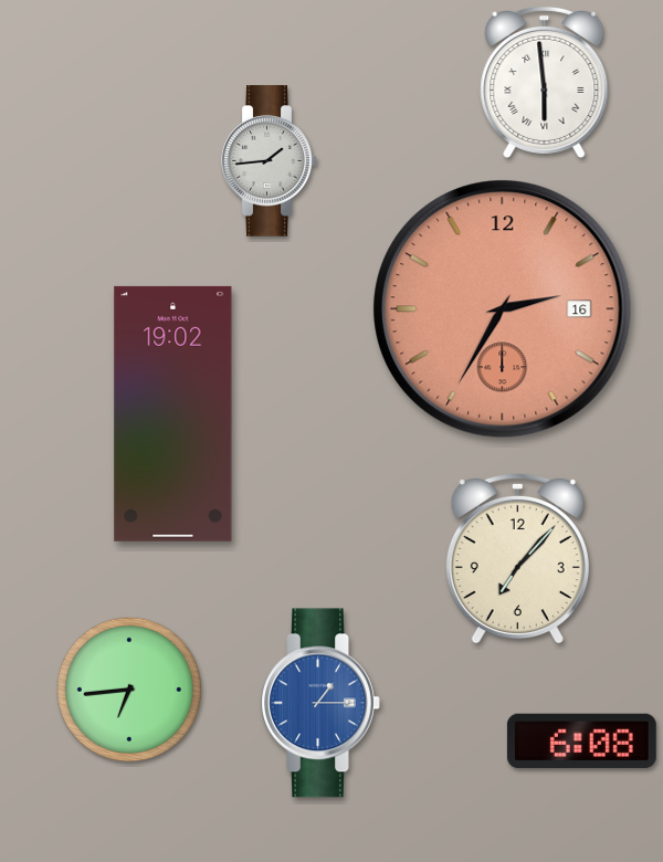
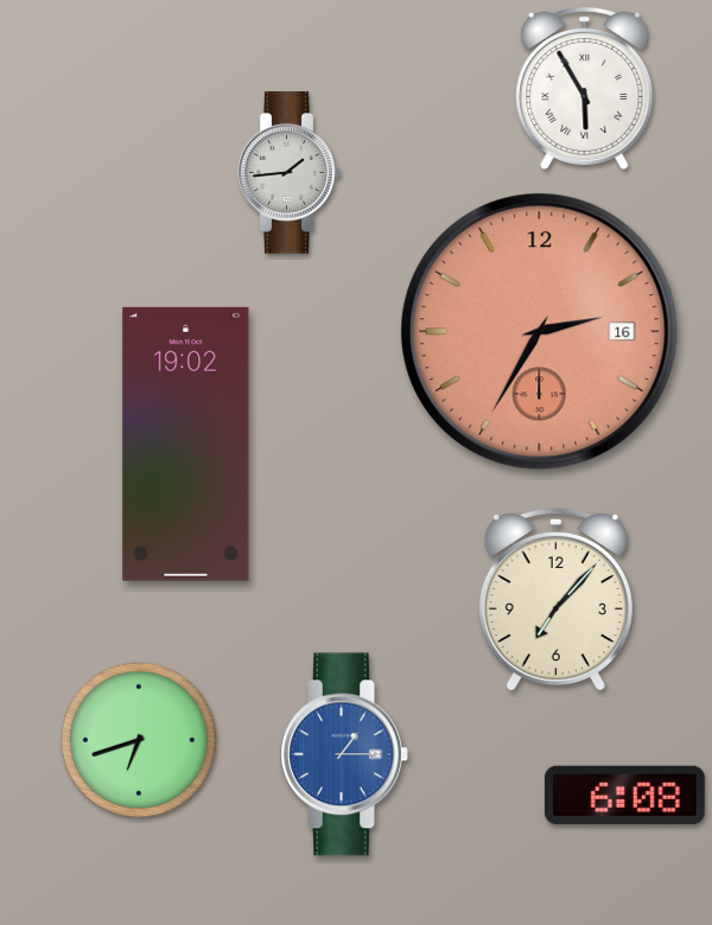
clock at (545, 82): 5:59 -> 5:55
clock at (128, 688): 6:44 -> 6:42
